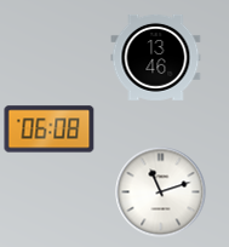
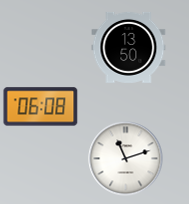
clock at (156, 57): 13:46 -> 13:50
clock at (161, 193) position: (161, 193) -> (126, 159)
